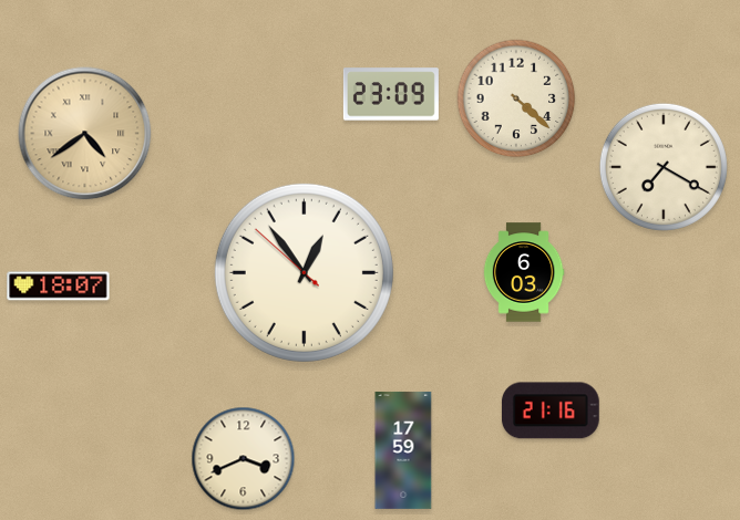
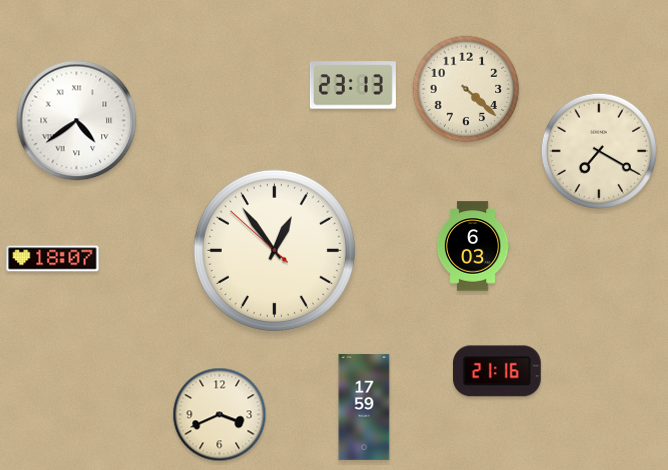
clock at (391, 94): 23:09 -> 23:13
clock at (85, 134) dial: champagne -> white
clock at (304, 272) position: (304, 272) -> (274, 250)
